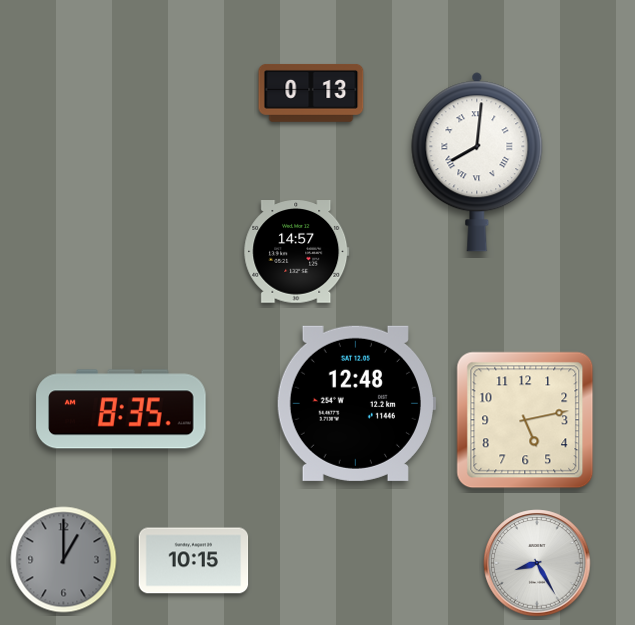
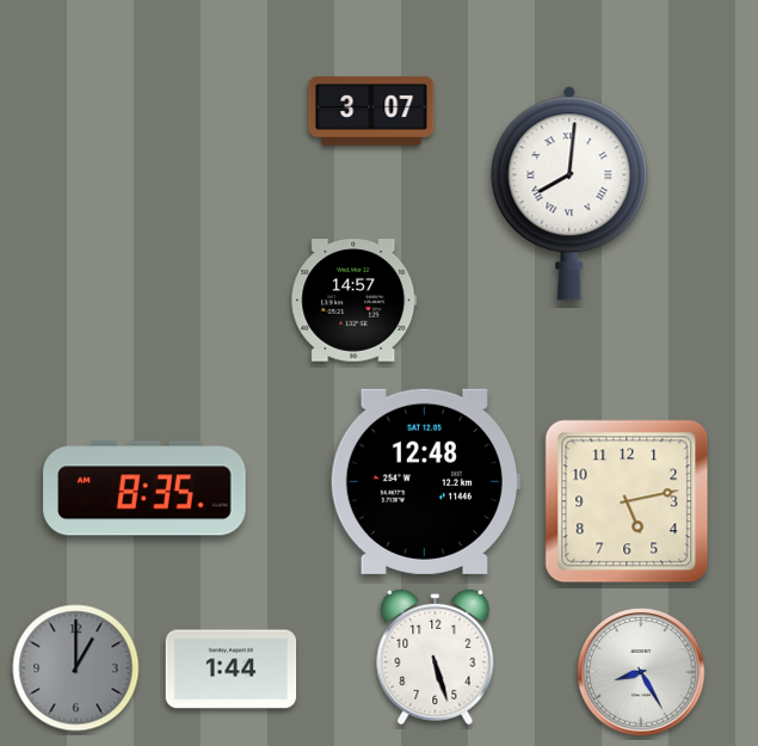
clock at (311, 93): 0:13 -> 3:07
clock at (436, 656): none -> 5:27
clock at (194, 561): 10:15 -> 1:44
